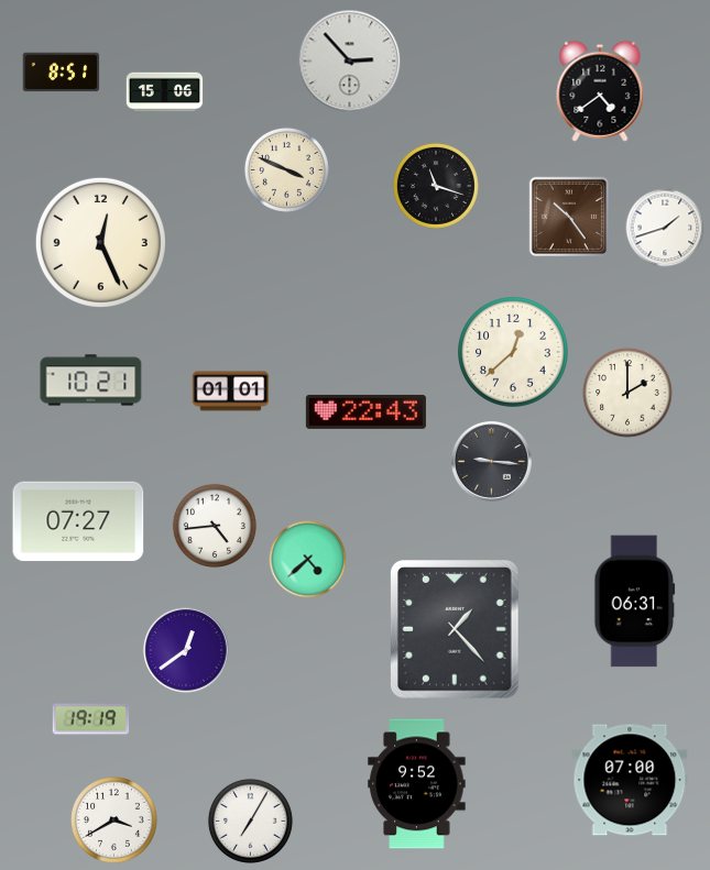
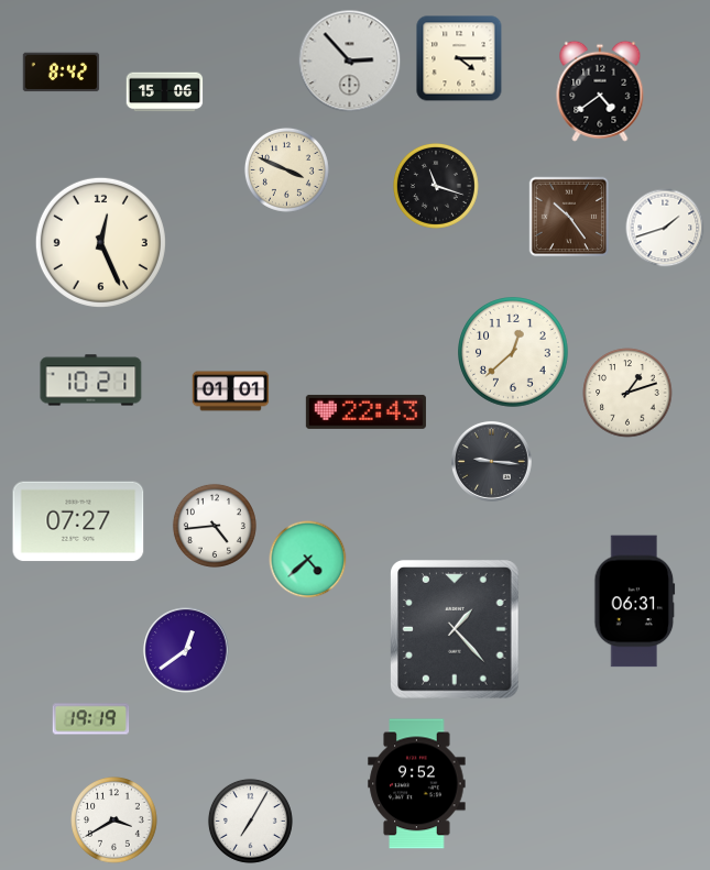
clock at (459, 58): none -> 4:15
clock at (62, 73): 8:51 -> 8:42
clock at (627, 393): 2:00 -> 1:12
clock at (630, 780): 07:00 -> none
